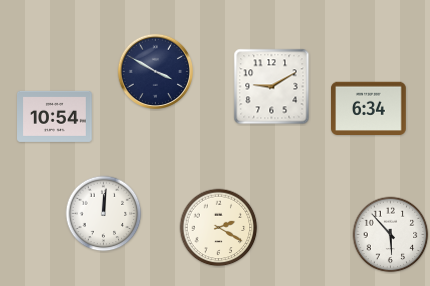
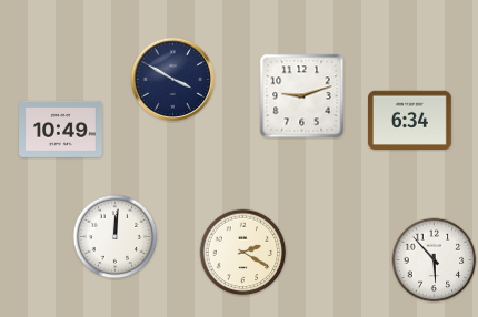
clock at (272, 87): 9:10 -> 9:12
clock at (55, 116): 10:54 -> 10:49
